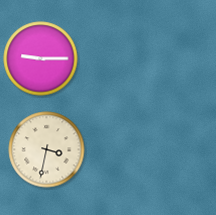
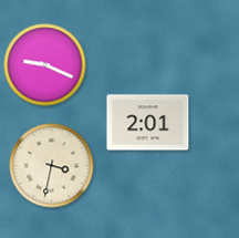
clock at (41, 59): 9:15 -> 9:19
clock at (148, 123): none -> 2:01
